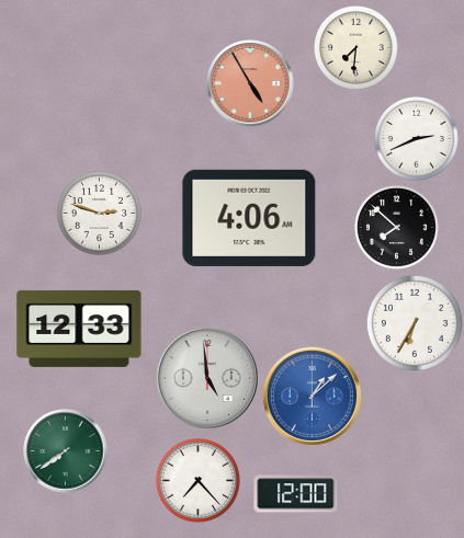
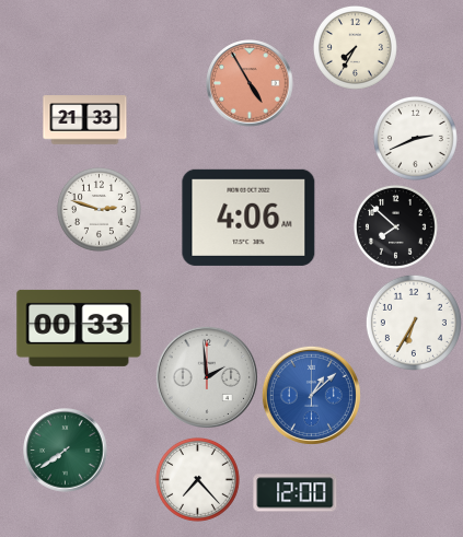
clock at (355, 47): 7:31 -> 7:35
clock at (85, 120): none -> 21:33
clock at (99, 213) position: (99, 213) -> (99, 209)
clock at (79, 329): 12:33 -> 00:33
clock at (207, 378): 4:59 -> 1:59
